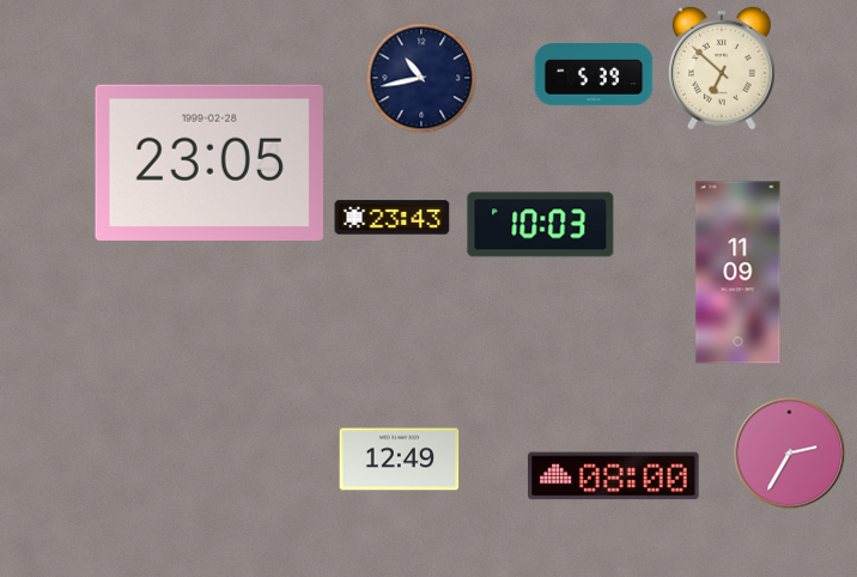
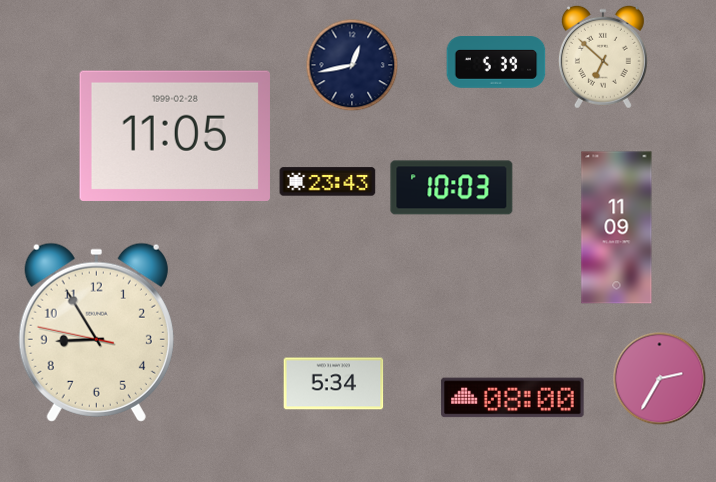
clock at (421, 78): 10:43 -> 12:43
clock at (209, 163): 23:05 -> 11:05
clock at (96, 332): none -> 8:54
clock at (400, 460): 12:49 -> 5:34
